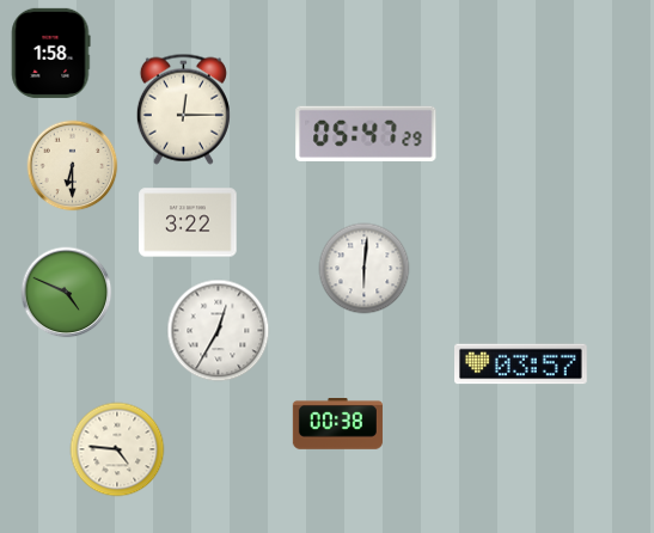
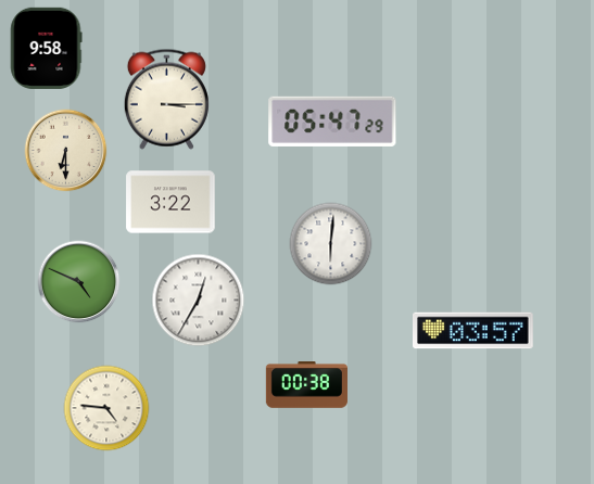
clock at (51, 53): 1:58 -> 9:58
clock at (183, 109): 12:15 -> 3:15
clock at (67, 293) position: (67, 293) -> (79, 282)
